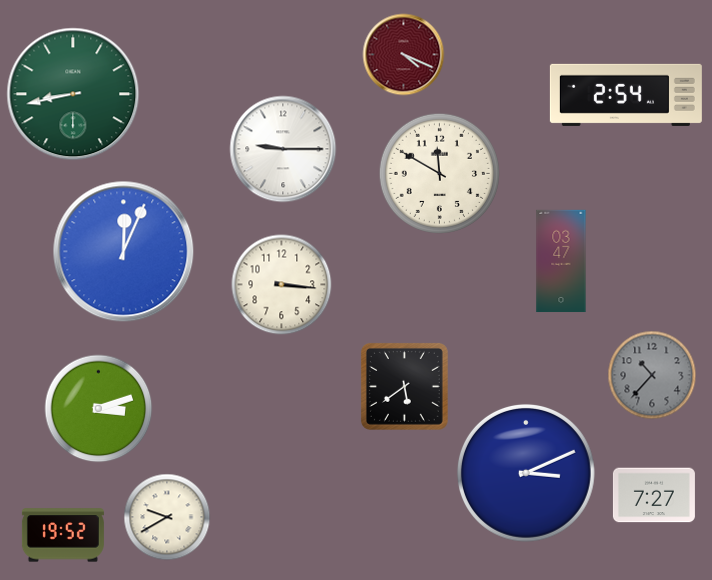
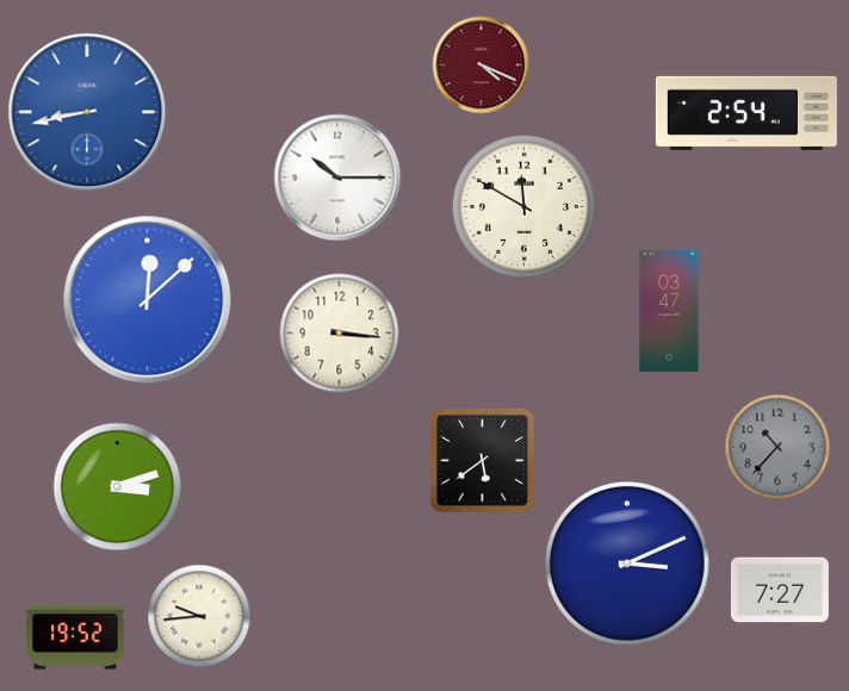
clock at (73, 94) dial: green -> blue
clock at (283, 149): 9:15 -> 10:15
clock at (124, 252): 12:04 -> 12:08
clock at (282, 285) position: (282, 285) -> (340, 334)
clock at (167, 517): 9:40 -> 9:44
